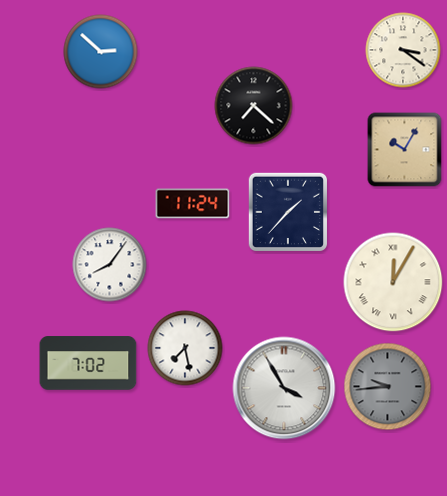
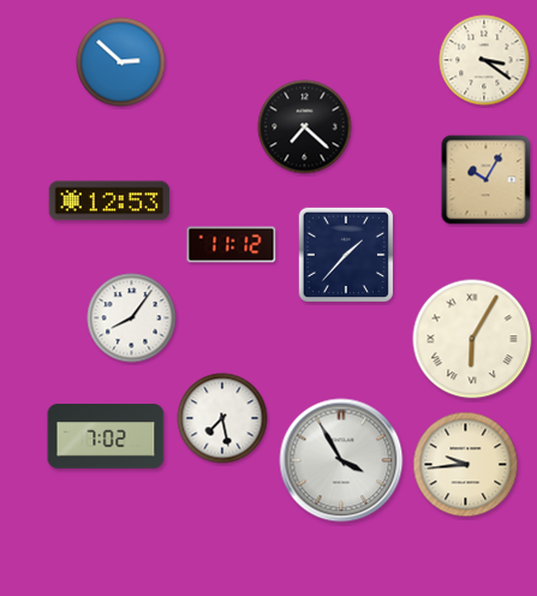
clock at (109, 201): none -> 12:53
clock at (193, 204): 11:24 -> 11:12
clock at (393, 282): 12:05 -> 6:05
clock at (388, 387) dial: grey -> cream
clock at (284, 388) position: (284, 388) -> (341, 460)
